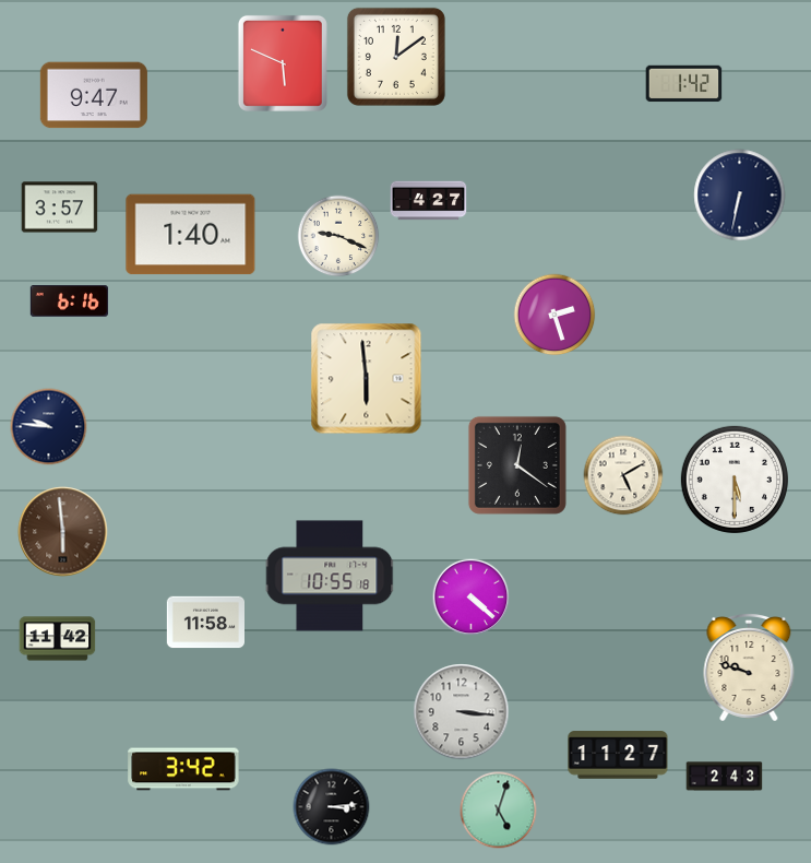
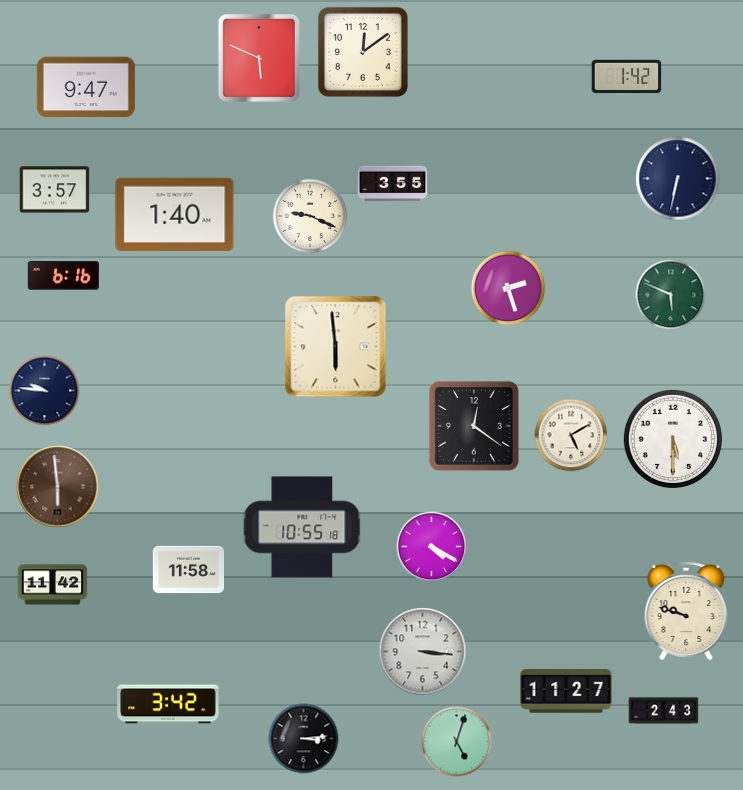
clock at (429, 201): 4:27 -> 3:55
clock at (671, 295): none -> 5:49
clock at (472, 598): 4:22 -> 4:20
